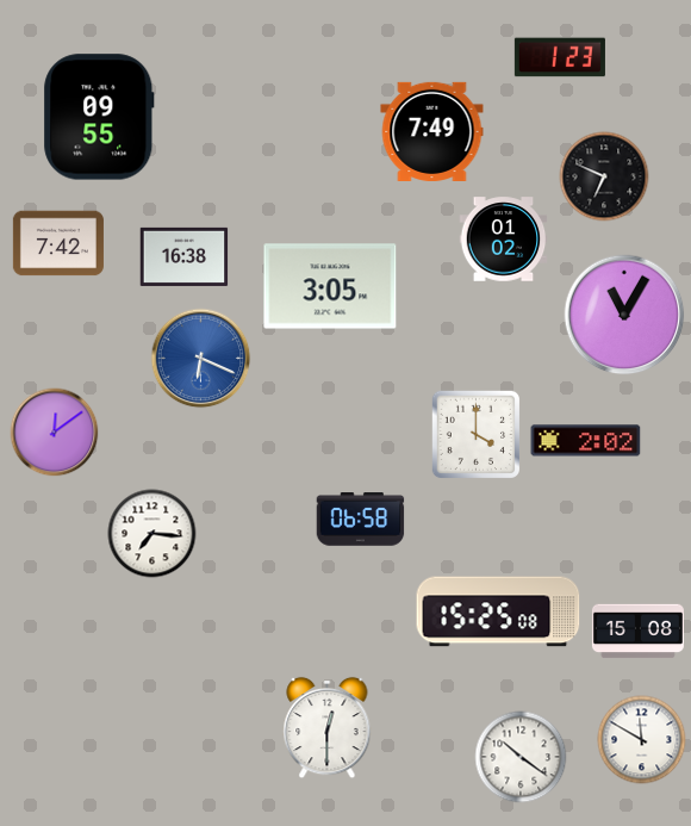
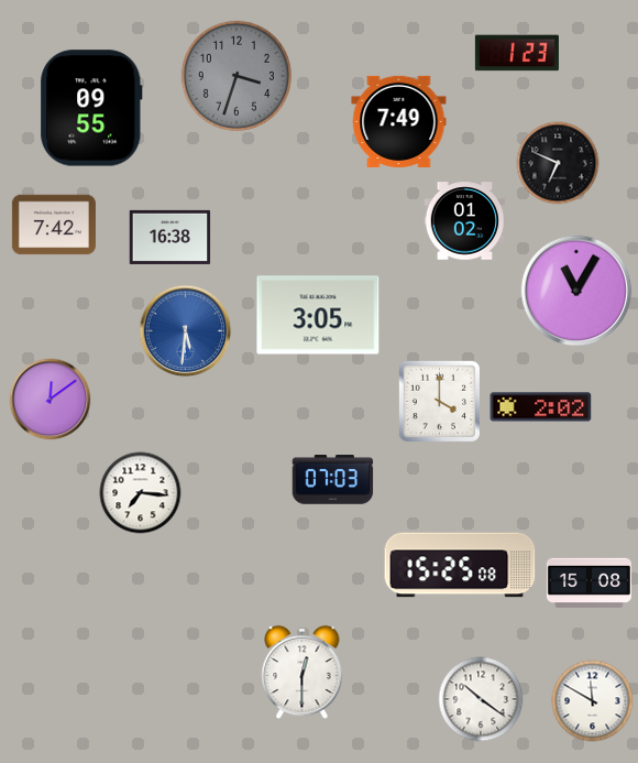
clock at (237, 76): none -> 3:33
clock at (330, 286) position: (330, 286) -> (318, 315)
clock at (201, 359): 6:19 -> 5:31
clock at (361, 520): 06:58 -> 07:03
clock at (642, 740) position: (642, 740) -> (593, 701)
